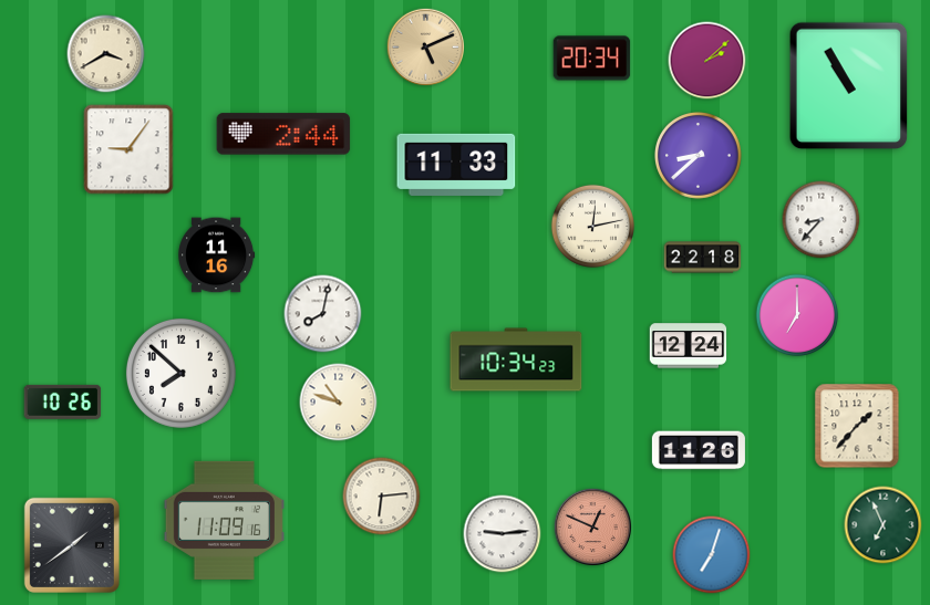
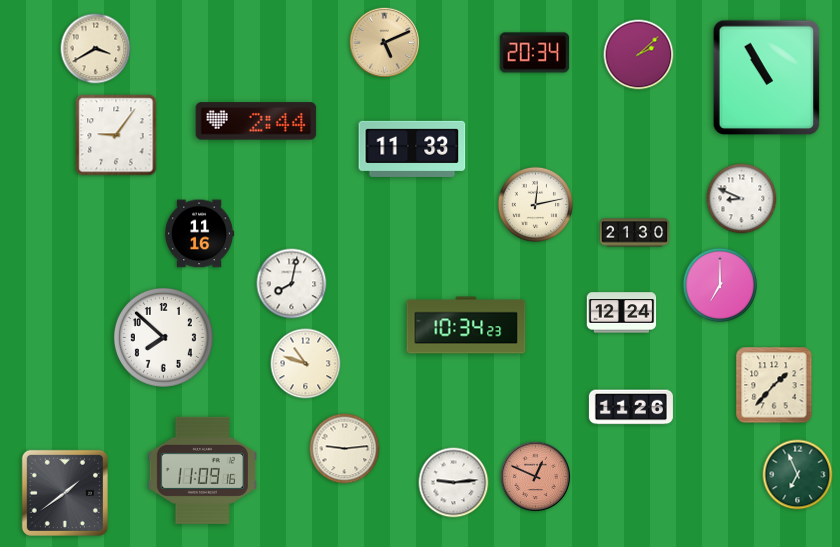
clock at (699, 156): 8:38 -> none
clock at (821, 220): 8:37 -> 8:49
clock at (216, 255) position: (216, 255) -> (199, 234)
clock at (703, 258): 22:18 -> 21:30
clock at (63, 401): 10:26 -> none
clock at (382, 497): 6:14 -> 9:14
clock at (712, 555): 7:03 -> none
